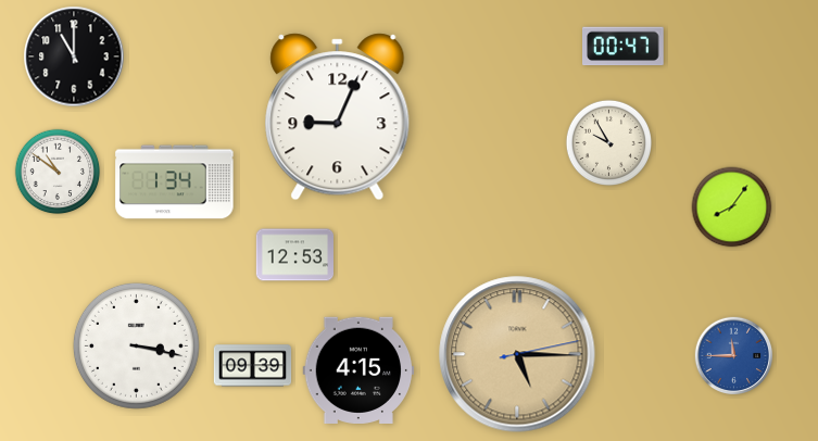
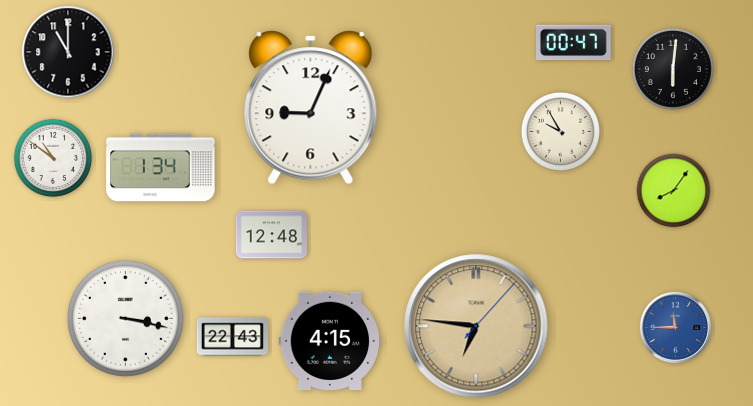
clock at (673, 69): none -> 6:01
clock at (294, 255): 12:53 -> 12:48
clock at (517, 354): 5:15 -> 6:46
clock at (253, 366): 09:39 -> 22:43
